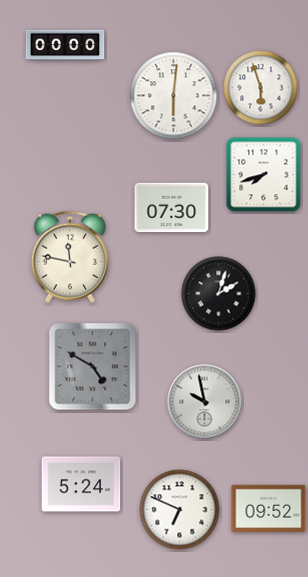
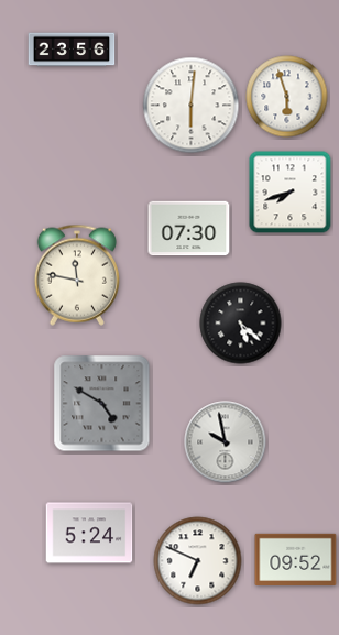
clock at (65, 45): 00:00 -> 23:56
clock at (69, 257) position: (69, 257) -> (76, 275)
clock at (219, 294): 2:03 -> 5:22
